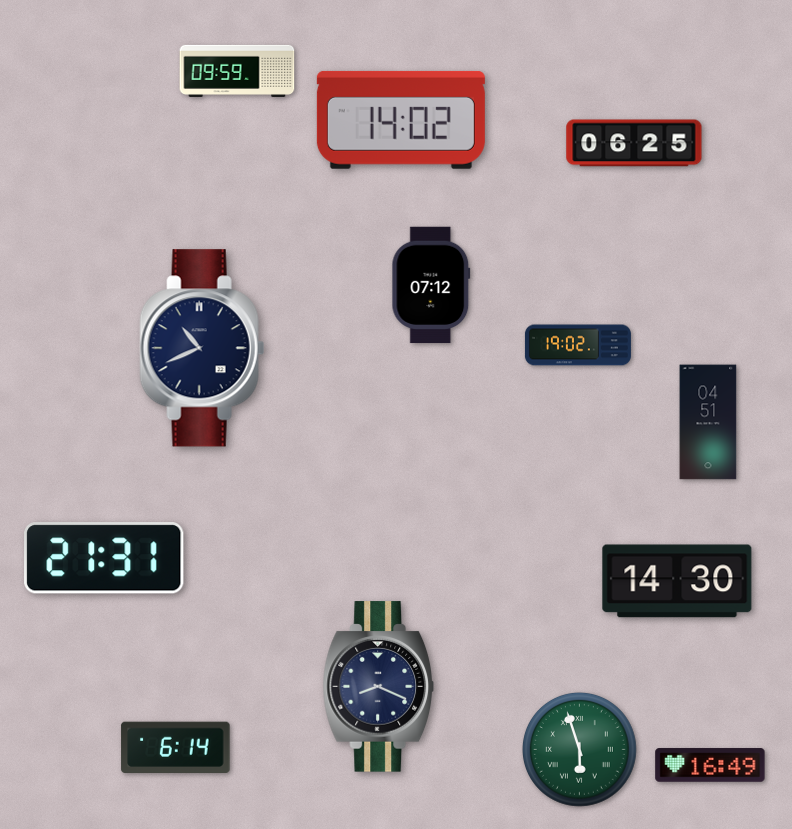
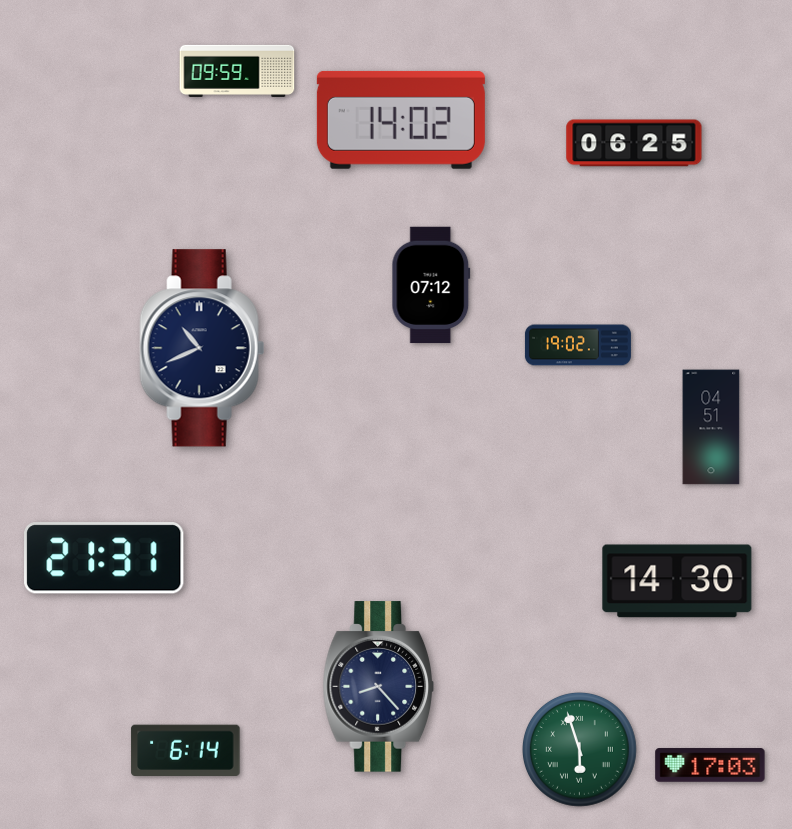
clock at (708, 422) position: (708, 422) -> (711, 427)
clock at (379, 687): 8:19 -> 8:23
clock at (176, 747) position: (176, 747) -> (186, 750)
clock at (710, 765): 16:49 -> 17:03
